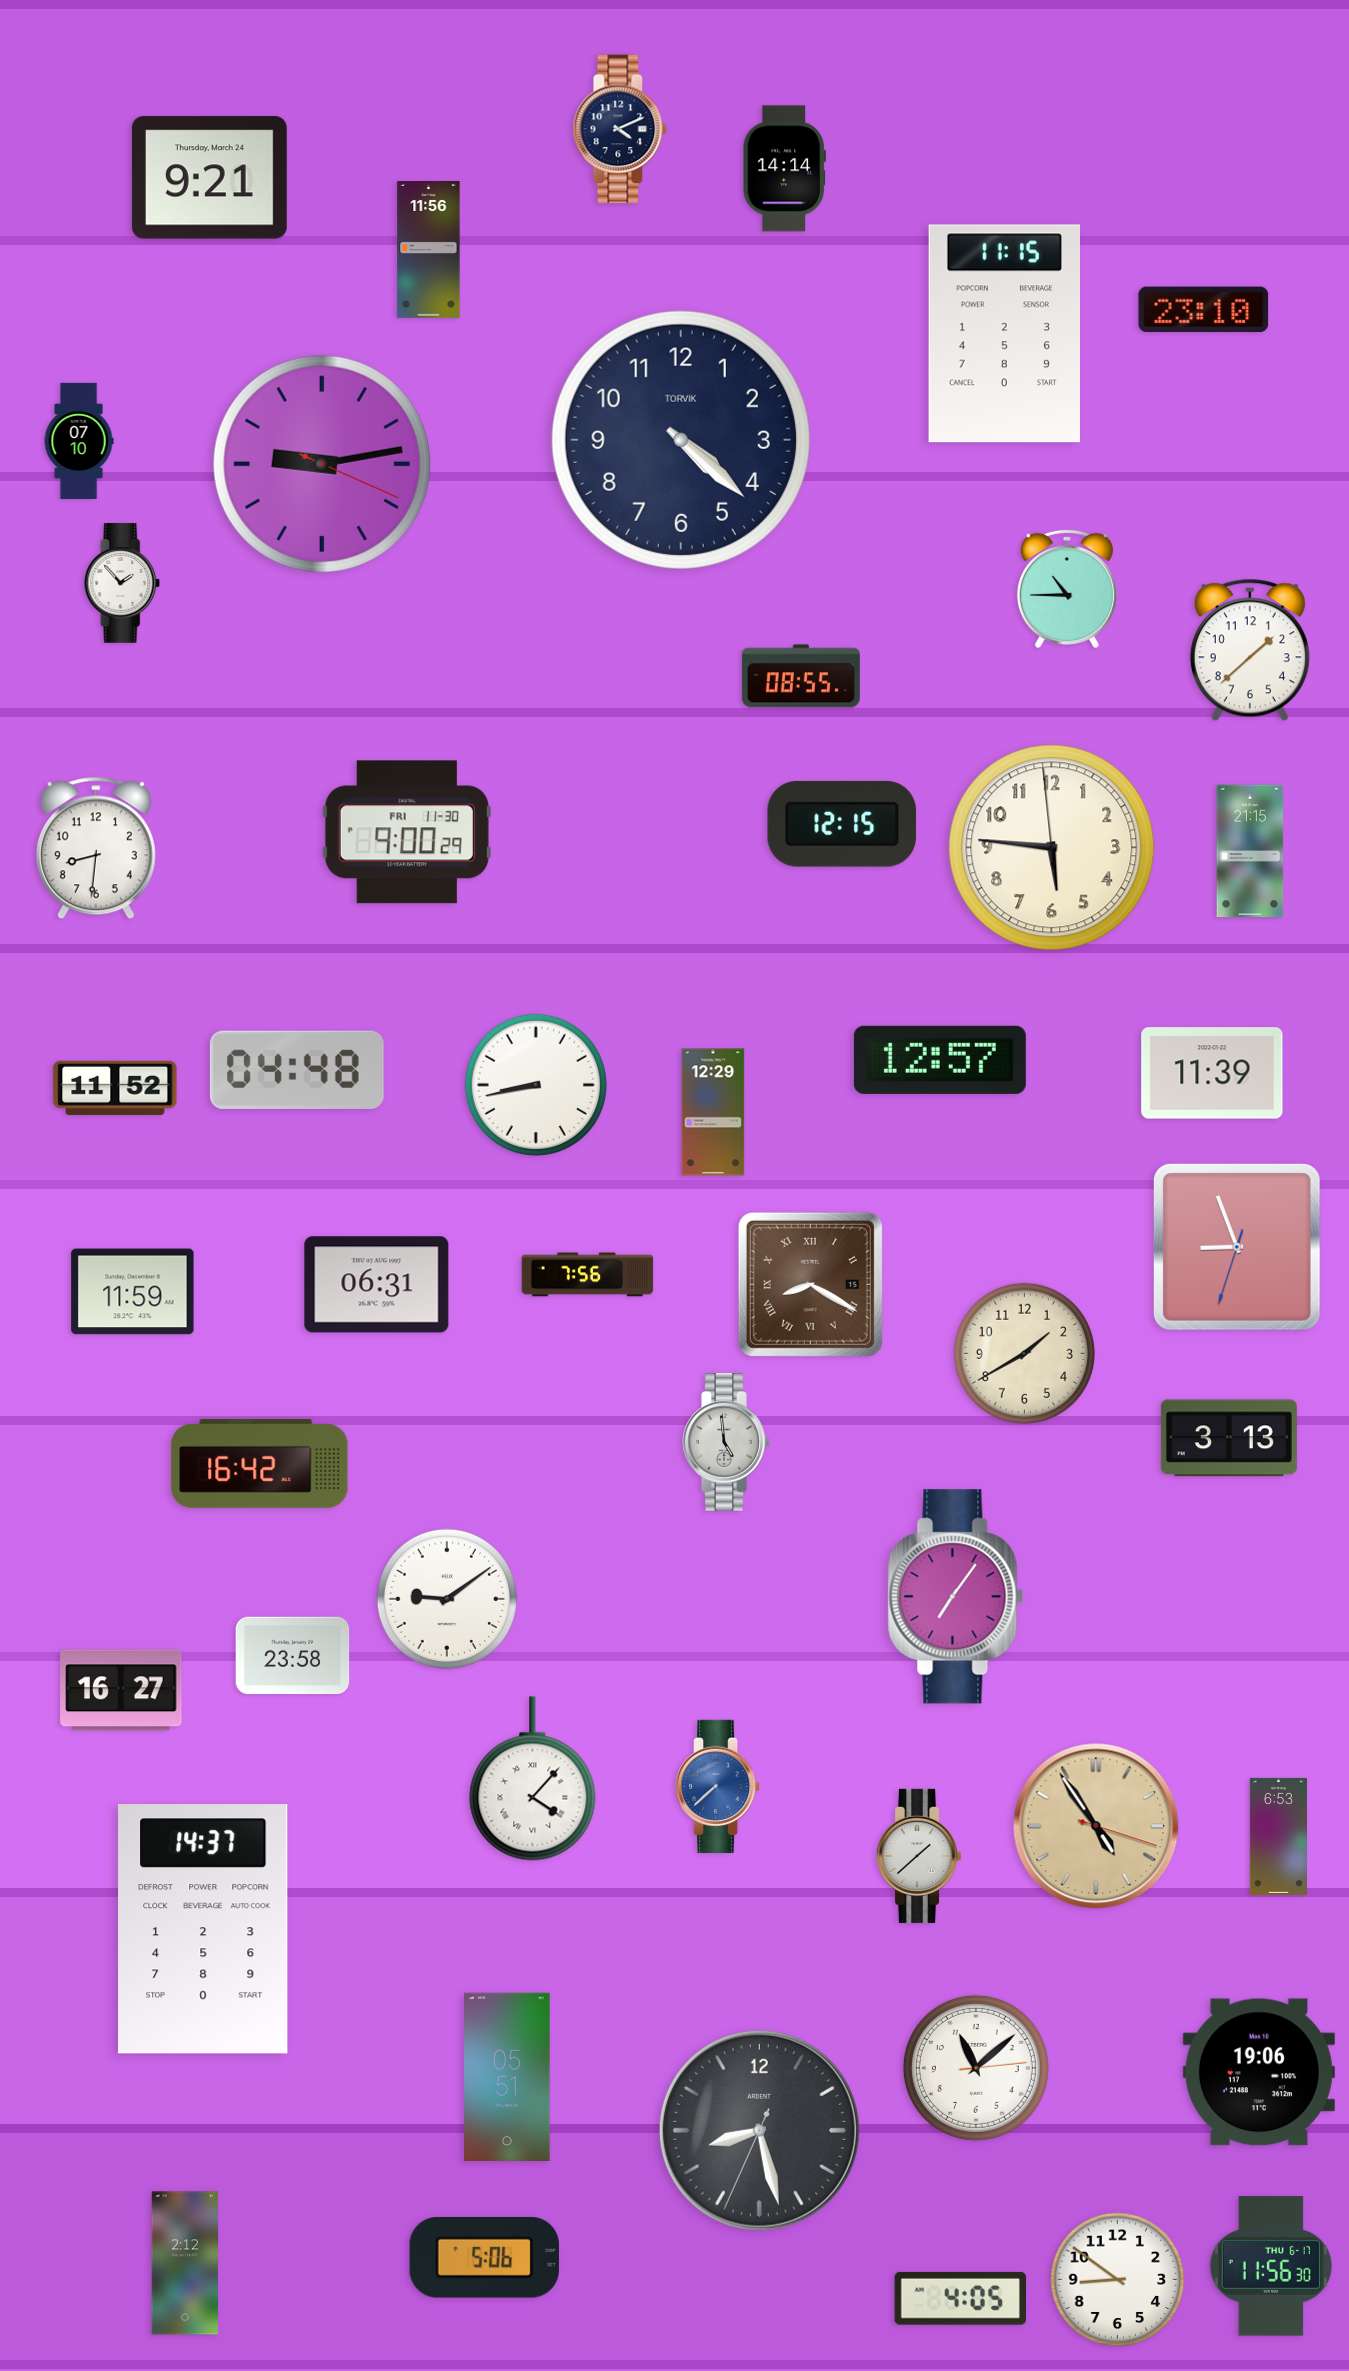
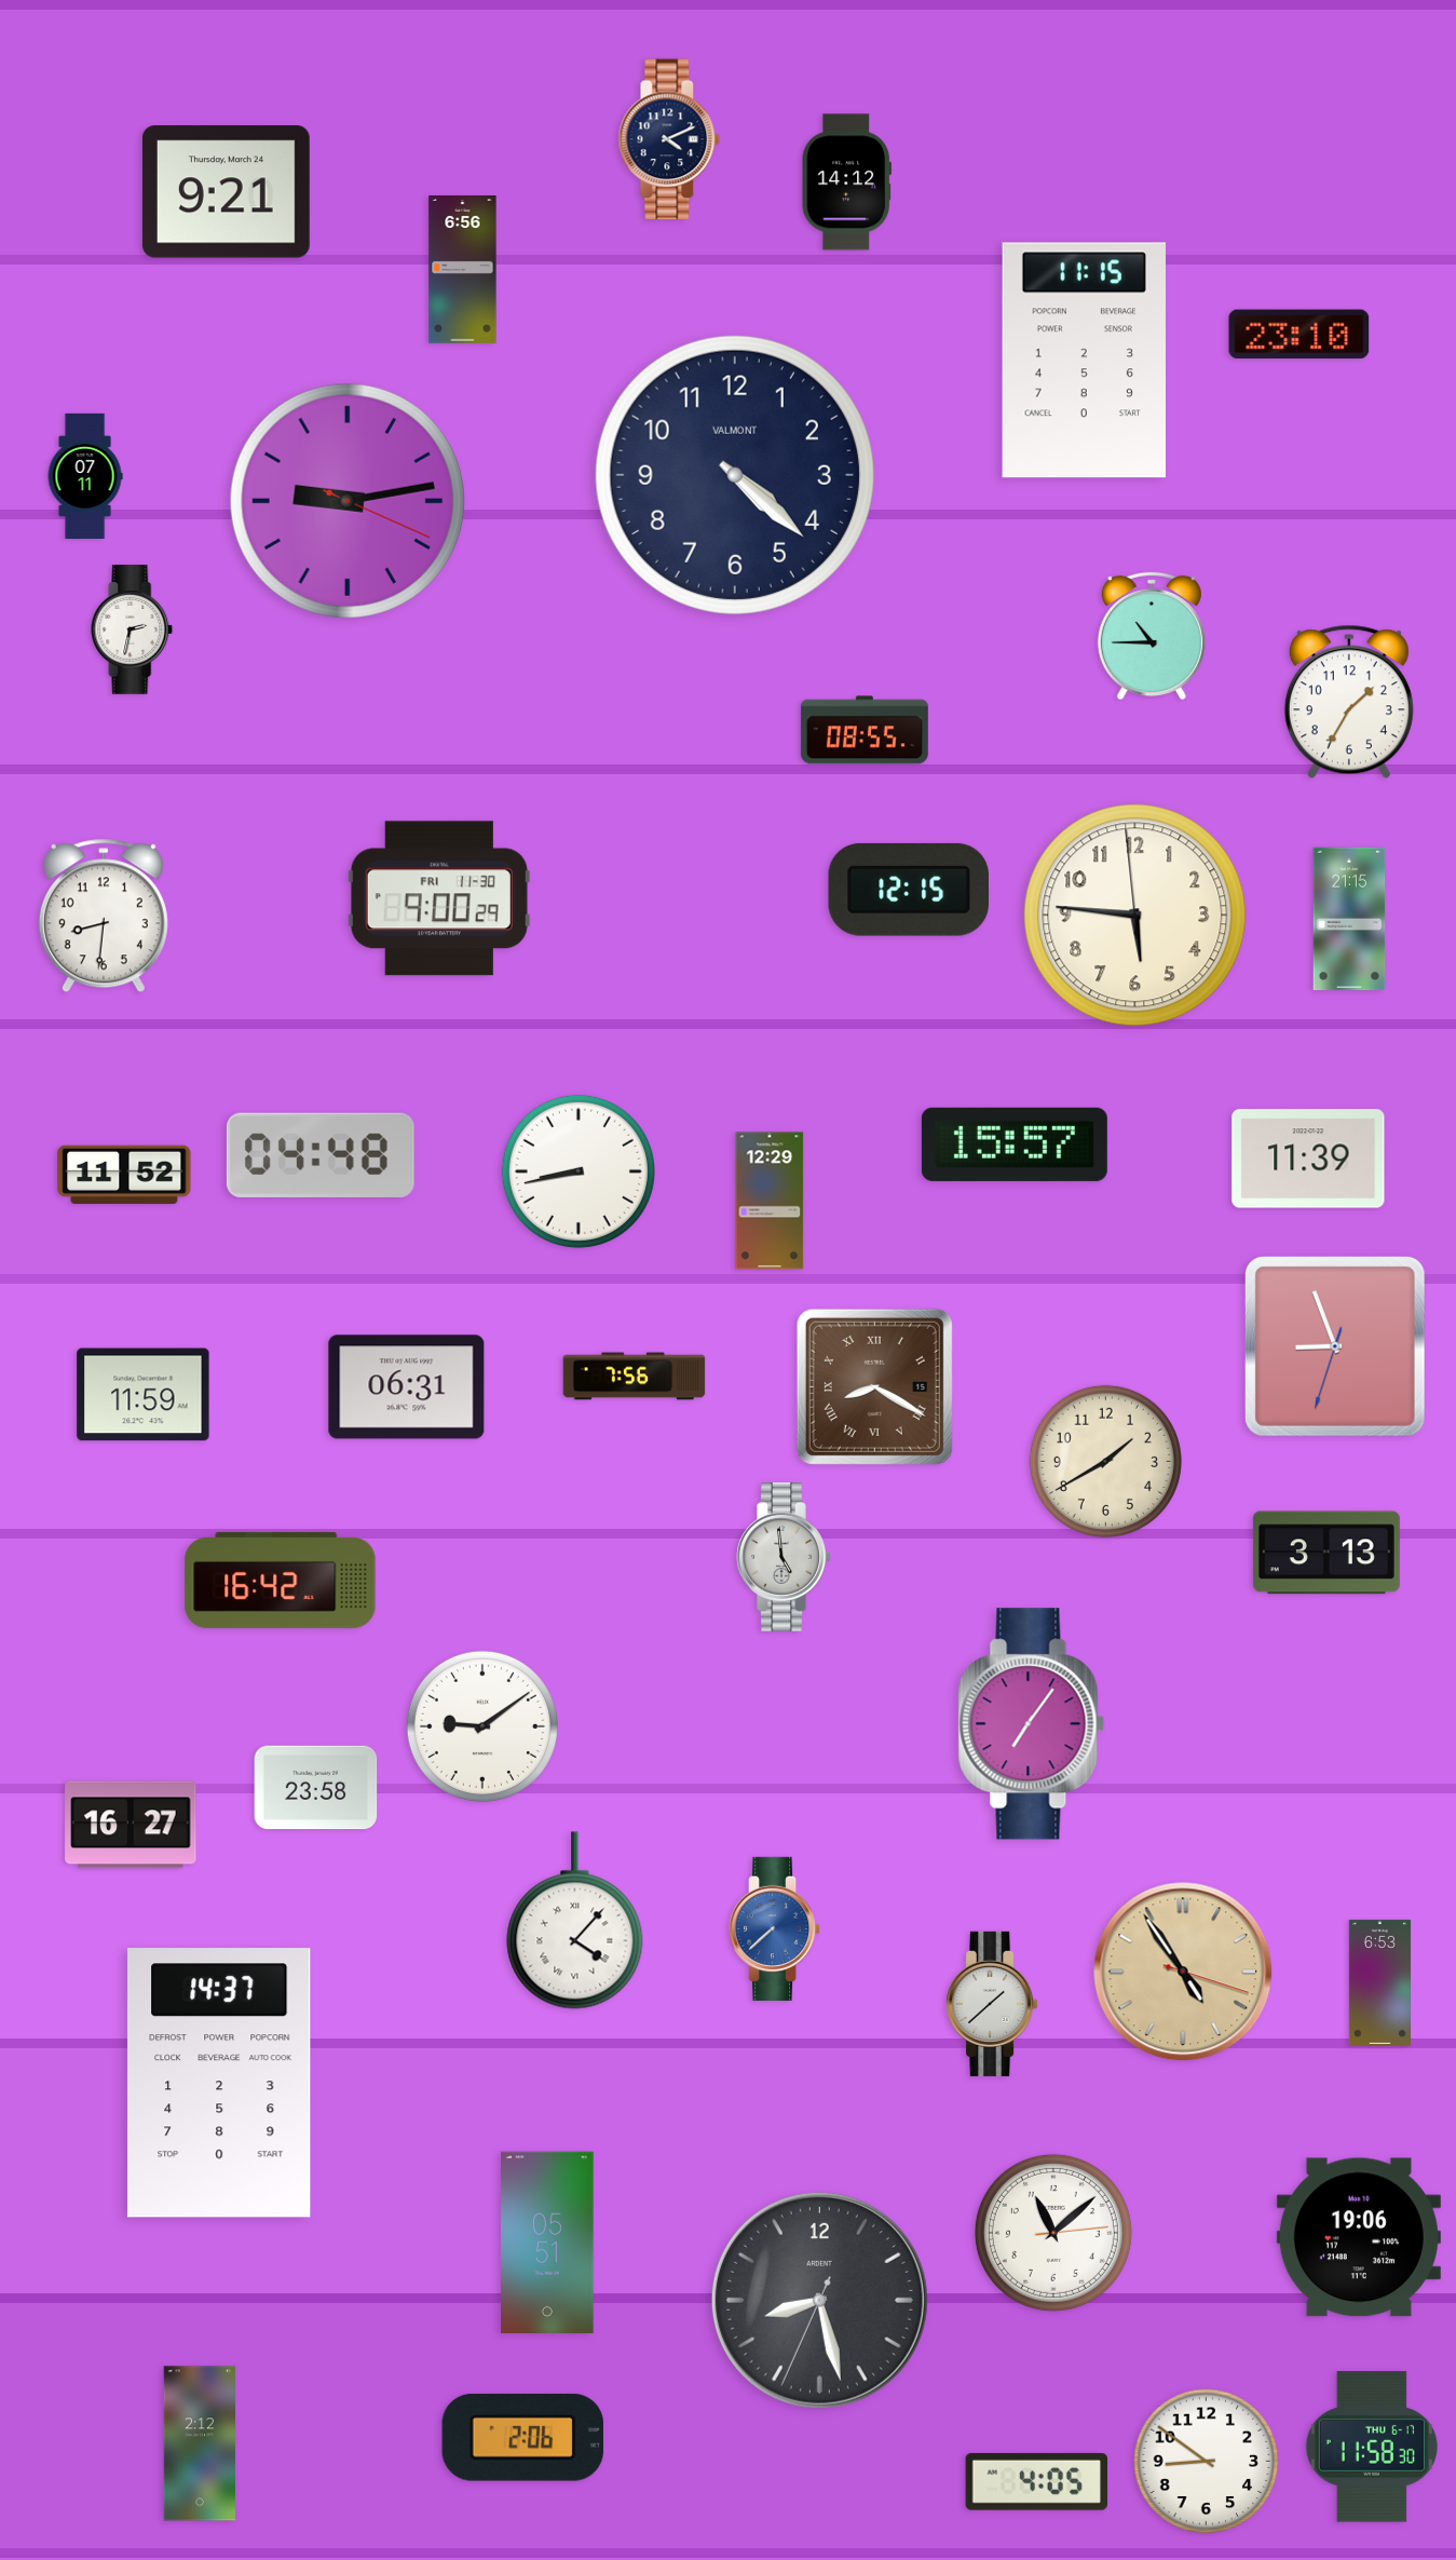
clock at (784, 169): 14:14 -> 14:12
clock at (429, 250): 11:56 -> 6:56
clock at (681, 440) brand: TORVIK -> VALMONT
clock at (79, 441): 07:10 -> 07:11
clock at (122, 583): 1:53 -> 2:32
clock at (1250, 650): 1:38 -> 1:35
clock at (940, 1060): 12:57 -> 15:57
clock at (484, 2258): 5:06 -> 2:06
clock at (1271, 2266): 11:56 -> 11:58
